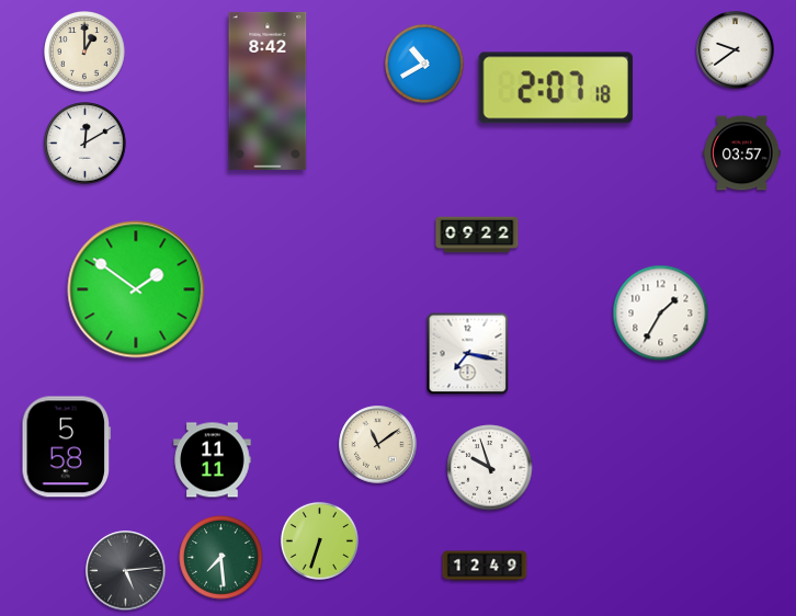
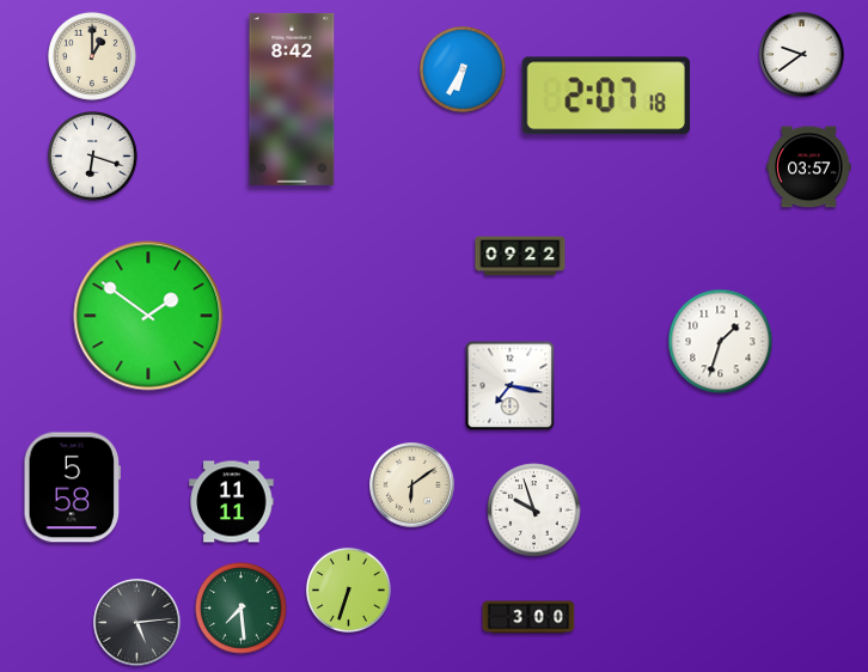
clock at (424, 64): 10:40 -> 6:35
clock at (86, 144): 12:10 -> 6:18
clock at (661, 313): 1:35 -> 1:33
clock at (378, 445): 11:09 -> 6:09
clock at (485, 566): 12:49 -> 3:00
